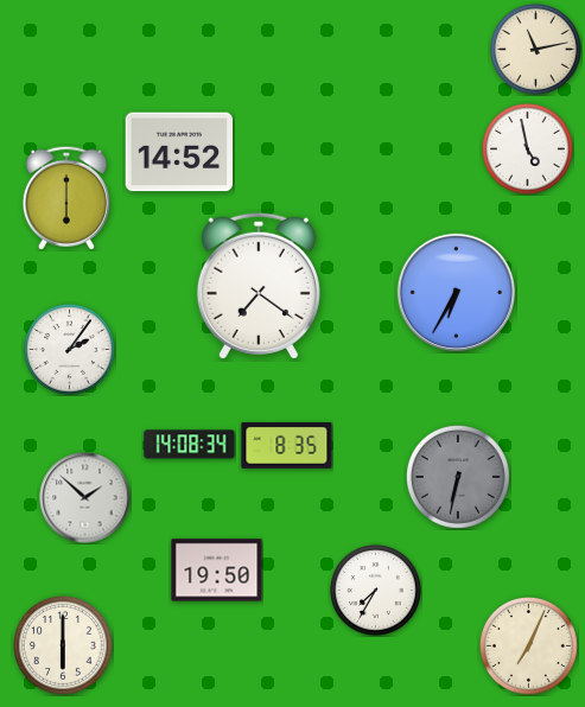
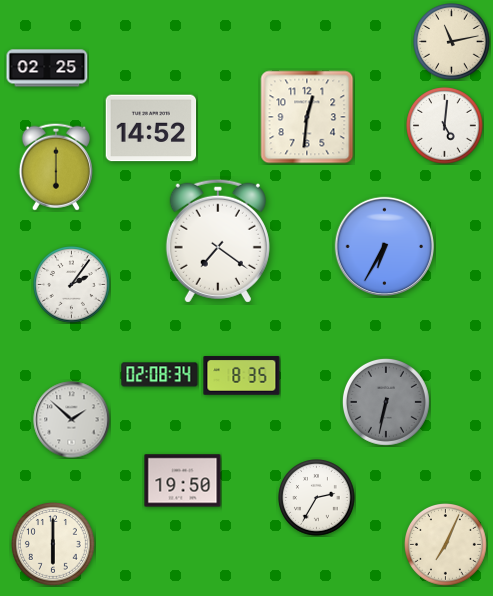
clock at (47, 68): none -> 02:25
clock at (307, 117): none -> 12:31
clock at (528, 149): 4:58 -> 5:01
clock at (70, 350) position: (70, 350) -> (72, 285)
clock at (190, 445): 14:08 -> 02:08
clock at (376, 591): 7:35 -> 2:35
